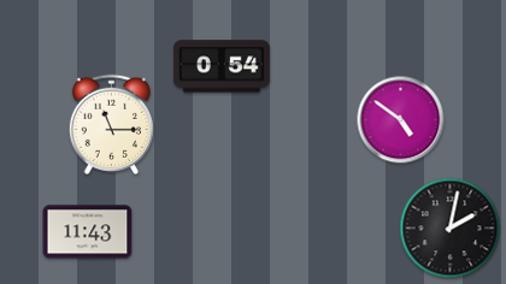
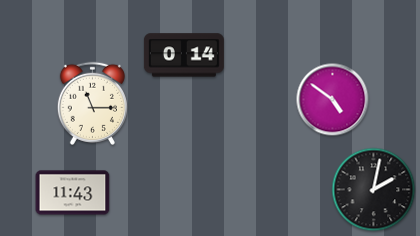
clock at (222, 66): 0:54 -> 0:14
